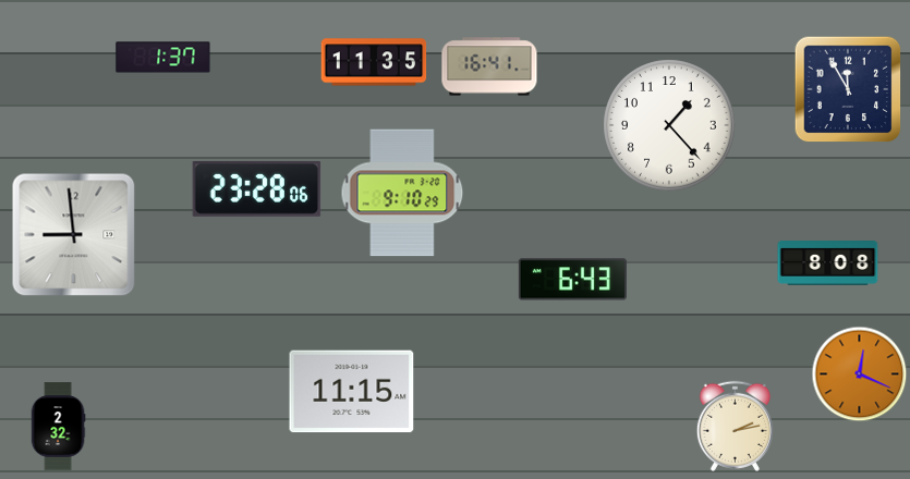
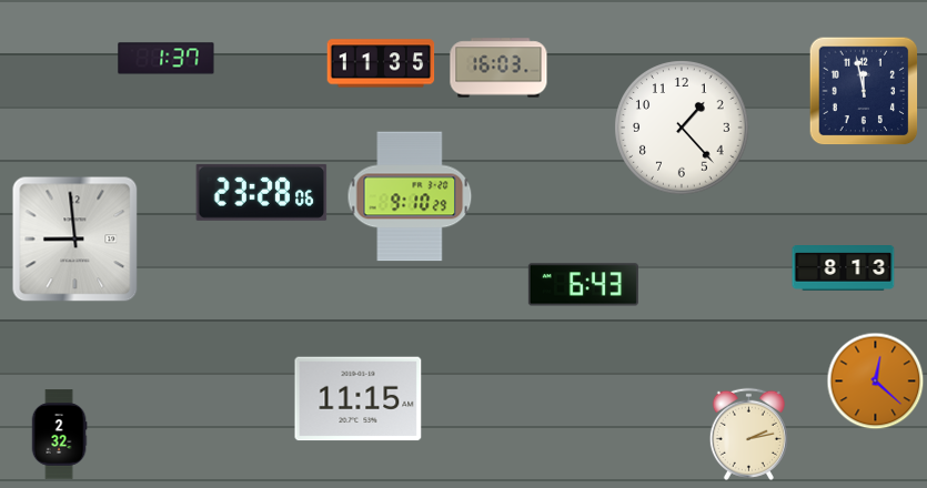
clock at (489, 66): 16:41 -> 16:03
clock at (848, 89): 11:55 -> 11:58
clock at (828, 263): 8:08 -> 8:13
clock at (860, 374): 12:19 -> 12:22
